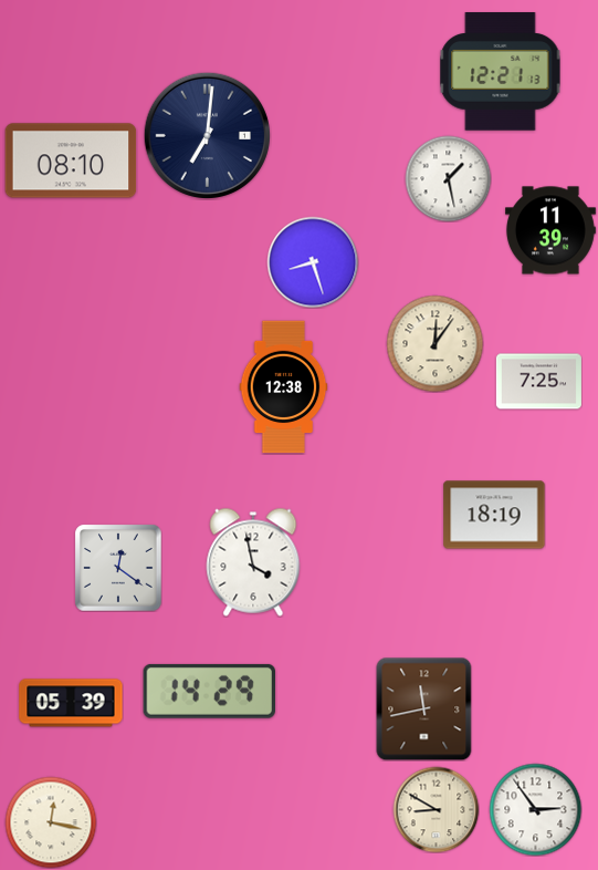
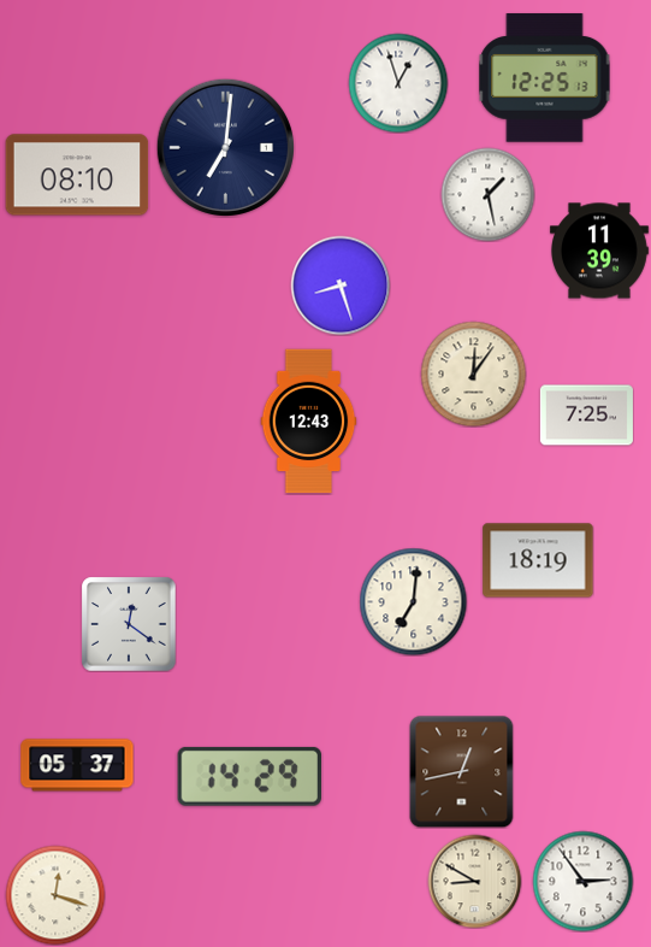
clock at (501, 72): 12:21 -> 12:25
clock at (398, 83): none -> 12:57
clock at (284, 387): 12:38 -> 12:43
clock at (413, 601): none -> 7:01
clock at (253, 562): 3:58 -> none
clock at (118, 568) position: (118, 568) -> (129, 624)
clock at (209, 691) position: (209, 691) -> (249, 776)
clock at (71, 703): 05:39 -> 05:37
clock at (424, 708): 11:43 -> 12:43
clock at (51, 822): 12:17 -> 12:18
